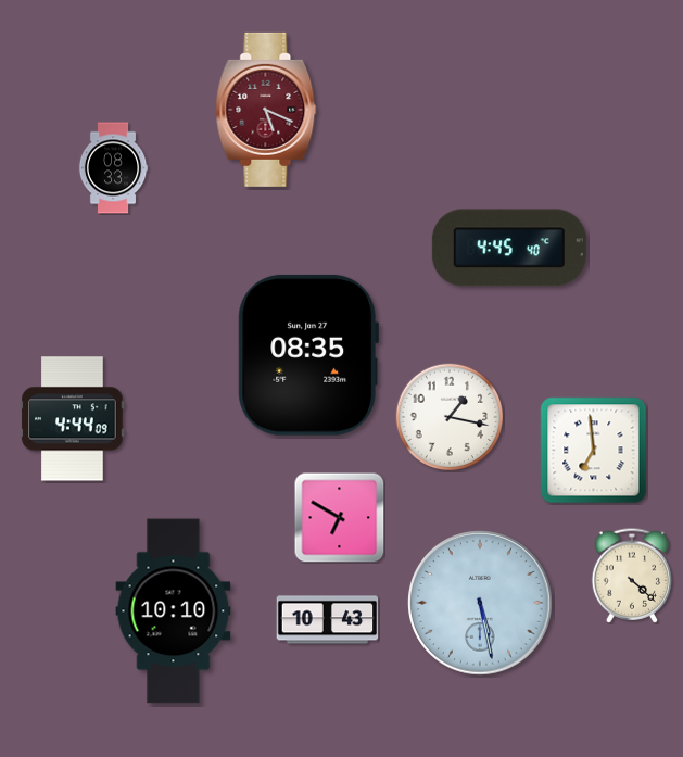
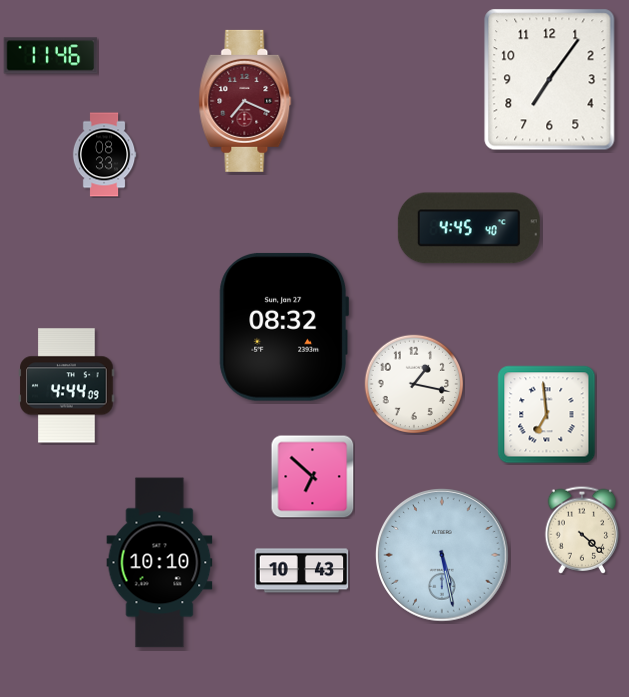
clock at (51, 56): none -> 11:46
clock at (550, 80): none -> 7:06
clock at (266, 110): 5:19 -> 7:19
clock at (308, 355): 08:35 -> 08:32
clock at (339, 517): 6:50 -> 6:52
